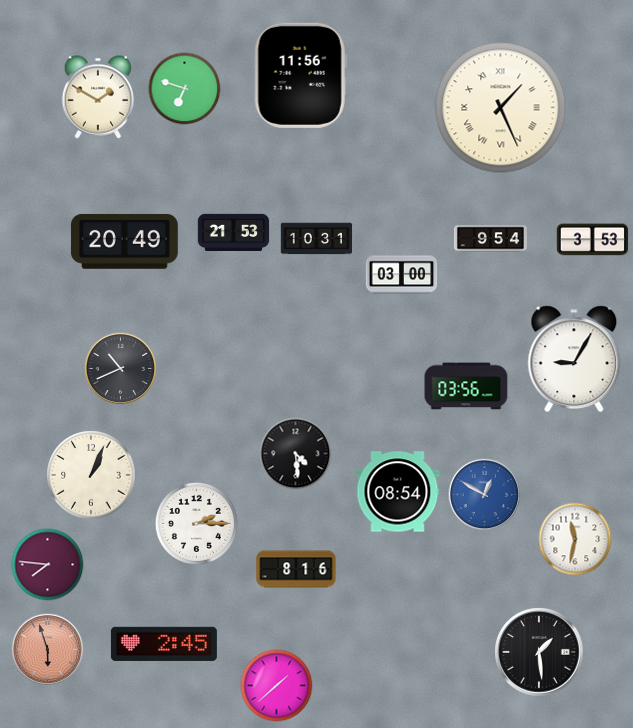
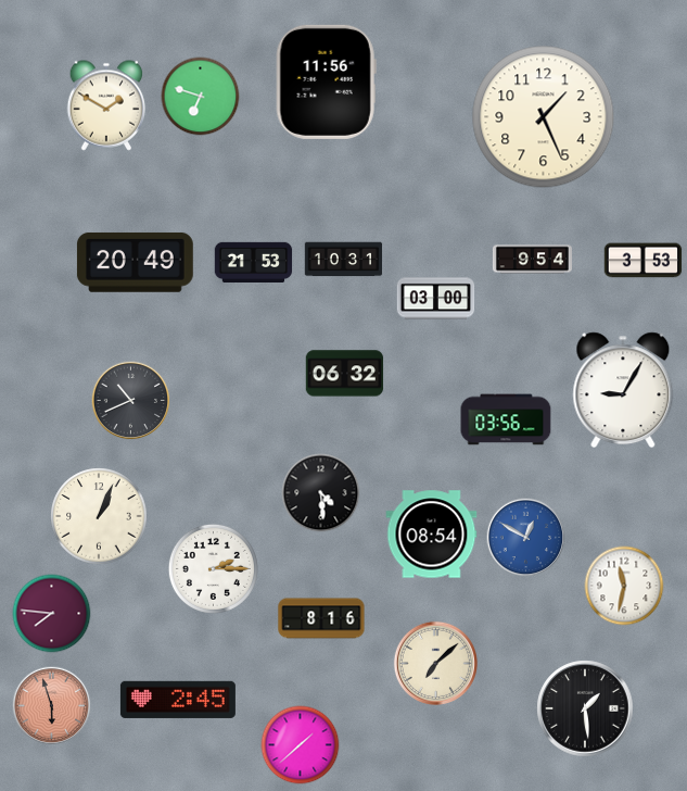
clock at (501, 108) numerals: Roman -> Arabic
clock at (234, 232) position: (234, 232) -> (254, 262)
clock at (345, 374): none -> 06:32
clock at (435, 663): none -> 7:08
